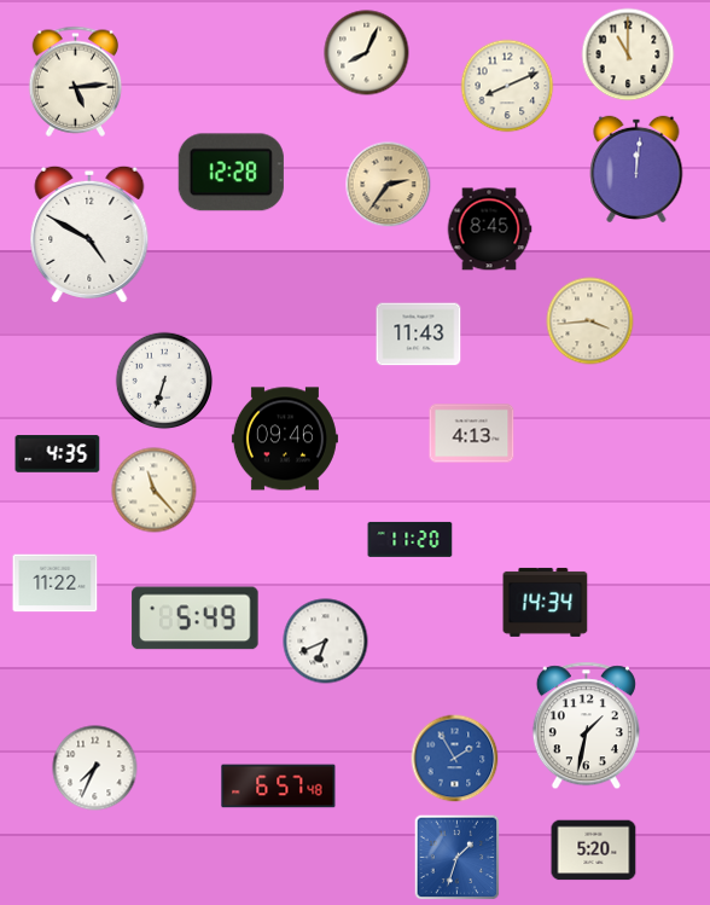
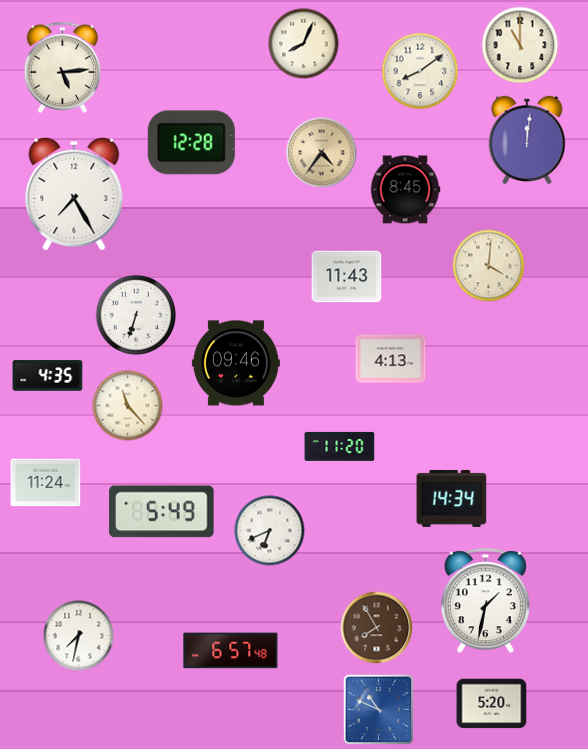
clock at (507, 86): 8:11 -> 8:09
clock at (389, 185): 2:36 -> 4:36
clock at (89, 234): 4:50 -> 7:25
clock at (590, 321): 3:44 -> 4:01
clock at (56, 584): 11:22 -> 11:24
clock at (455, 759): 1:55 -> 7:55
clock at (455, 759) dial: blue -> brown
clock at (95, 768): 7:34 -> 7:32
clock at (458, 858): 1:33 -> 10:49
